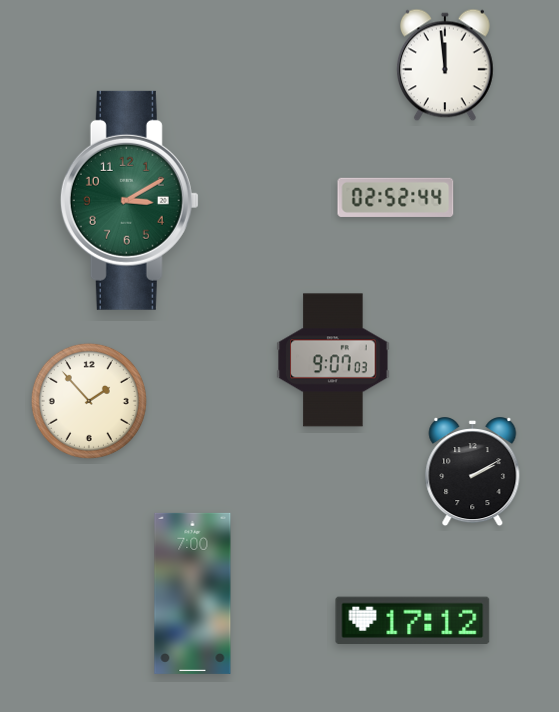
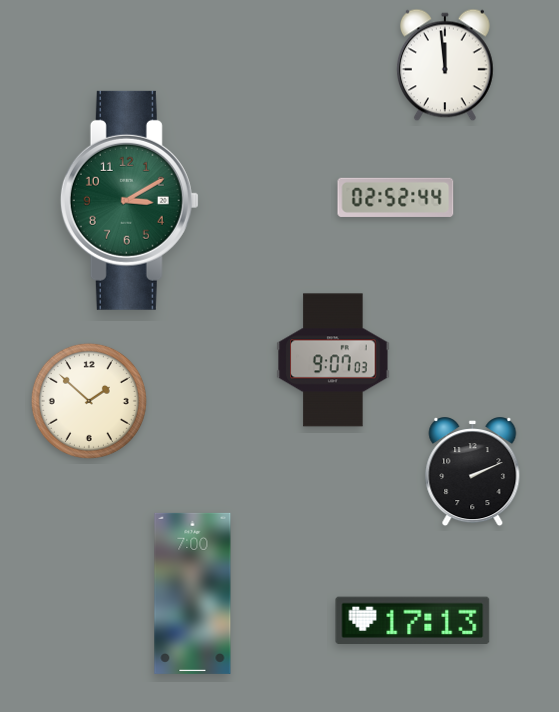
clock at (89, 401): 1:53 -> 1:52
clock at (473, 473): 2:10 -> 2:11
clock at (413, 620): 17:12 -> 17:13
